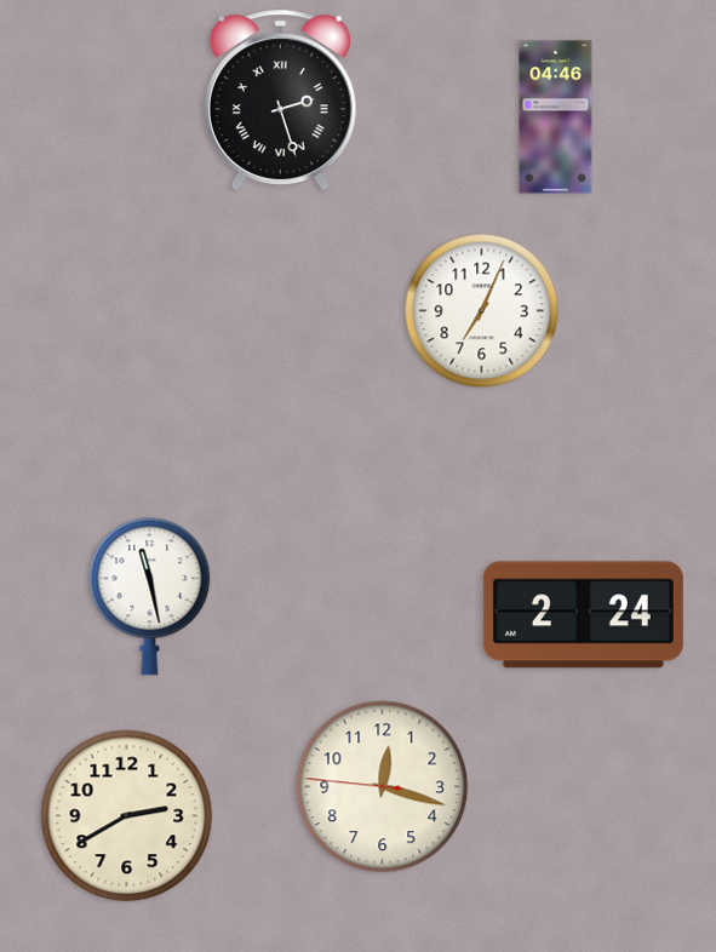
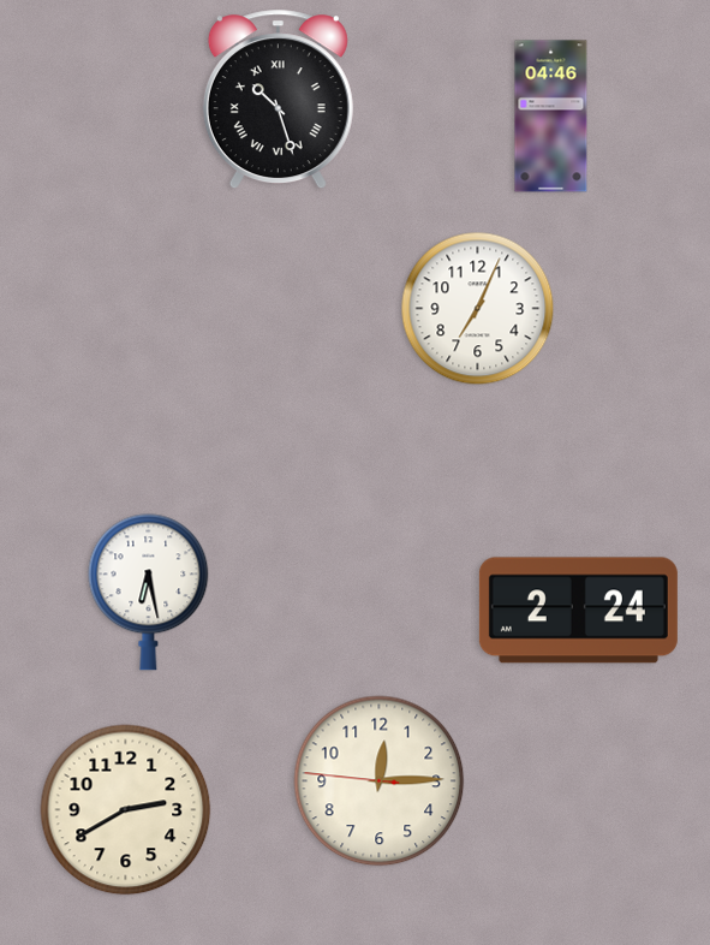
clock at (280, 101): 2:27 -> 10:27
clock at (150, 597): 11:28 -> 6:28
clock at (383, 787): 12:17 -> 12:14
